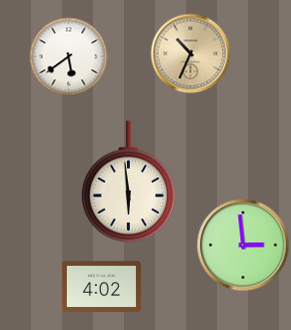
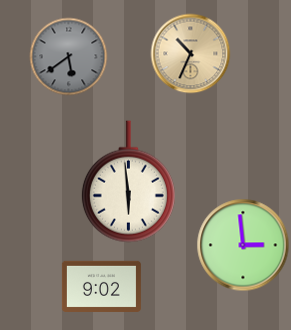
clock at (68, 56) dial: white -> grey
clock at (101, 286): 4:02 -> 9:02
